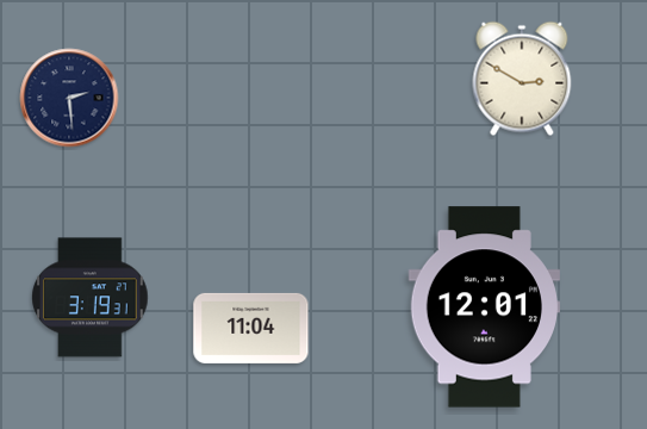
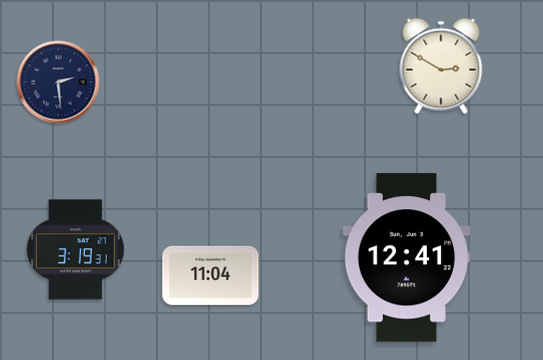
clock at (522, 79) position: (522, 79) -> (441, 66)
clock at (484, 307): 12:01 -> 12:41
